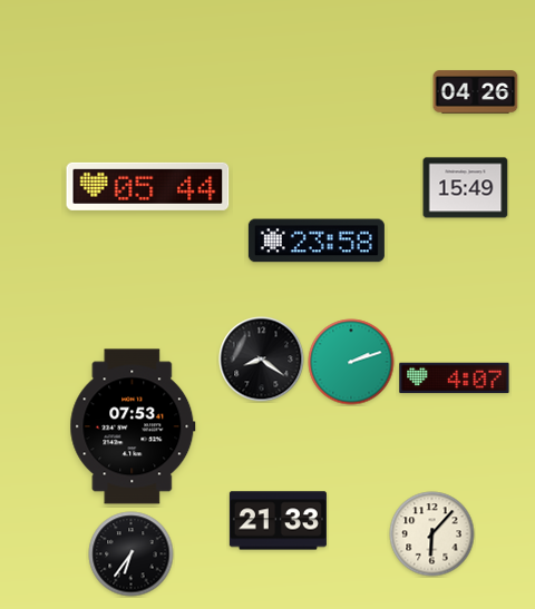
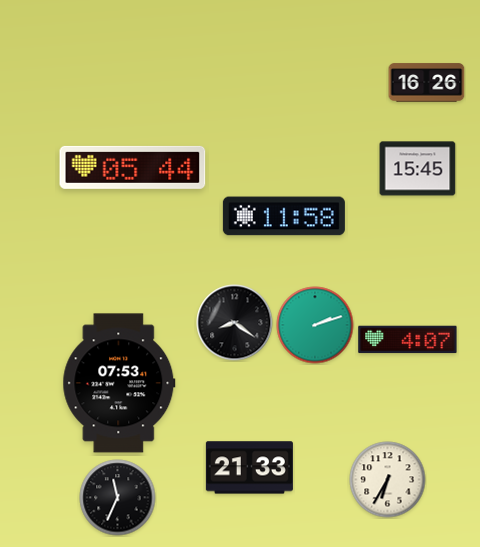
clock at (476, 92): 04:26 -> 16:26
clock at (466, 188): 15:49 -> 15:45
clock at (317, 240): 23:58 -> 11:58
clock at (432, 534): 6:07 -> 6:35
clock at (132, 554): 6:36 -> 11:34
